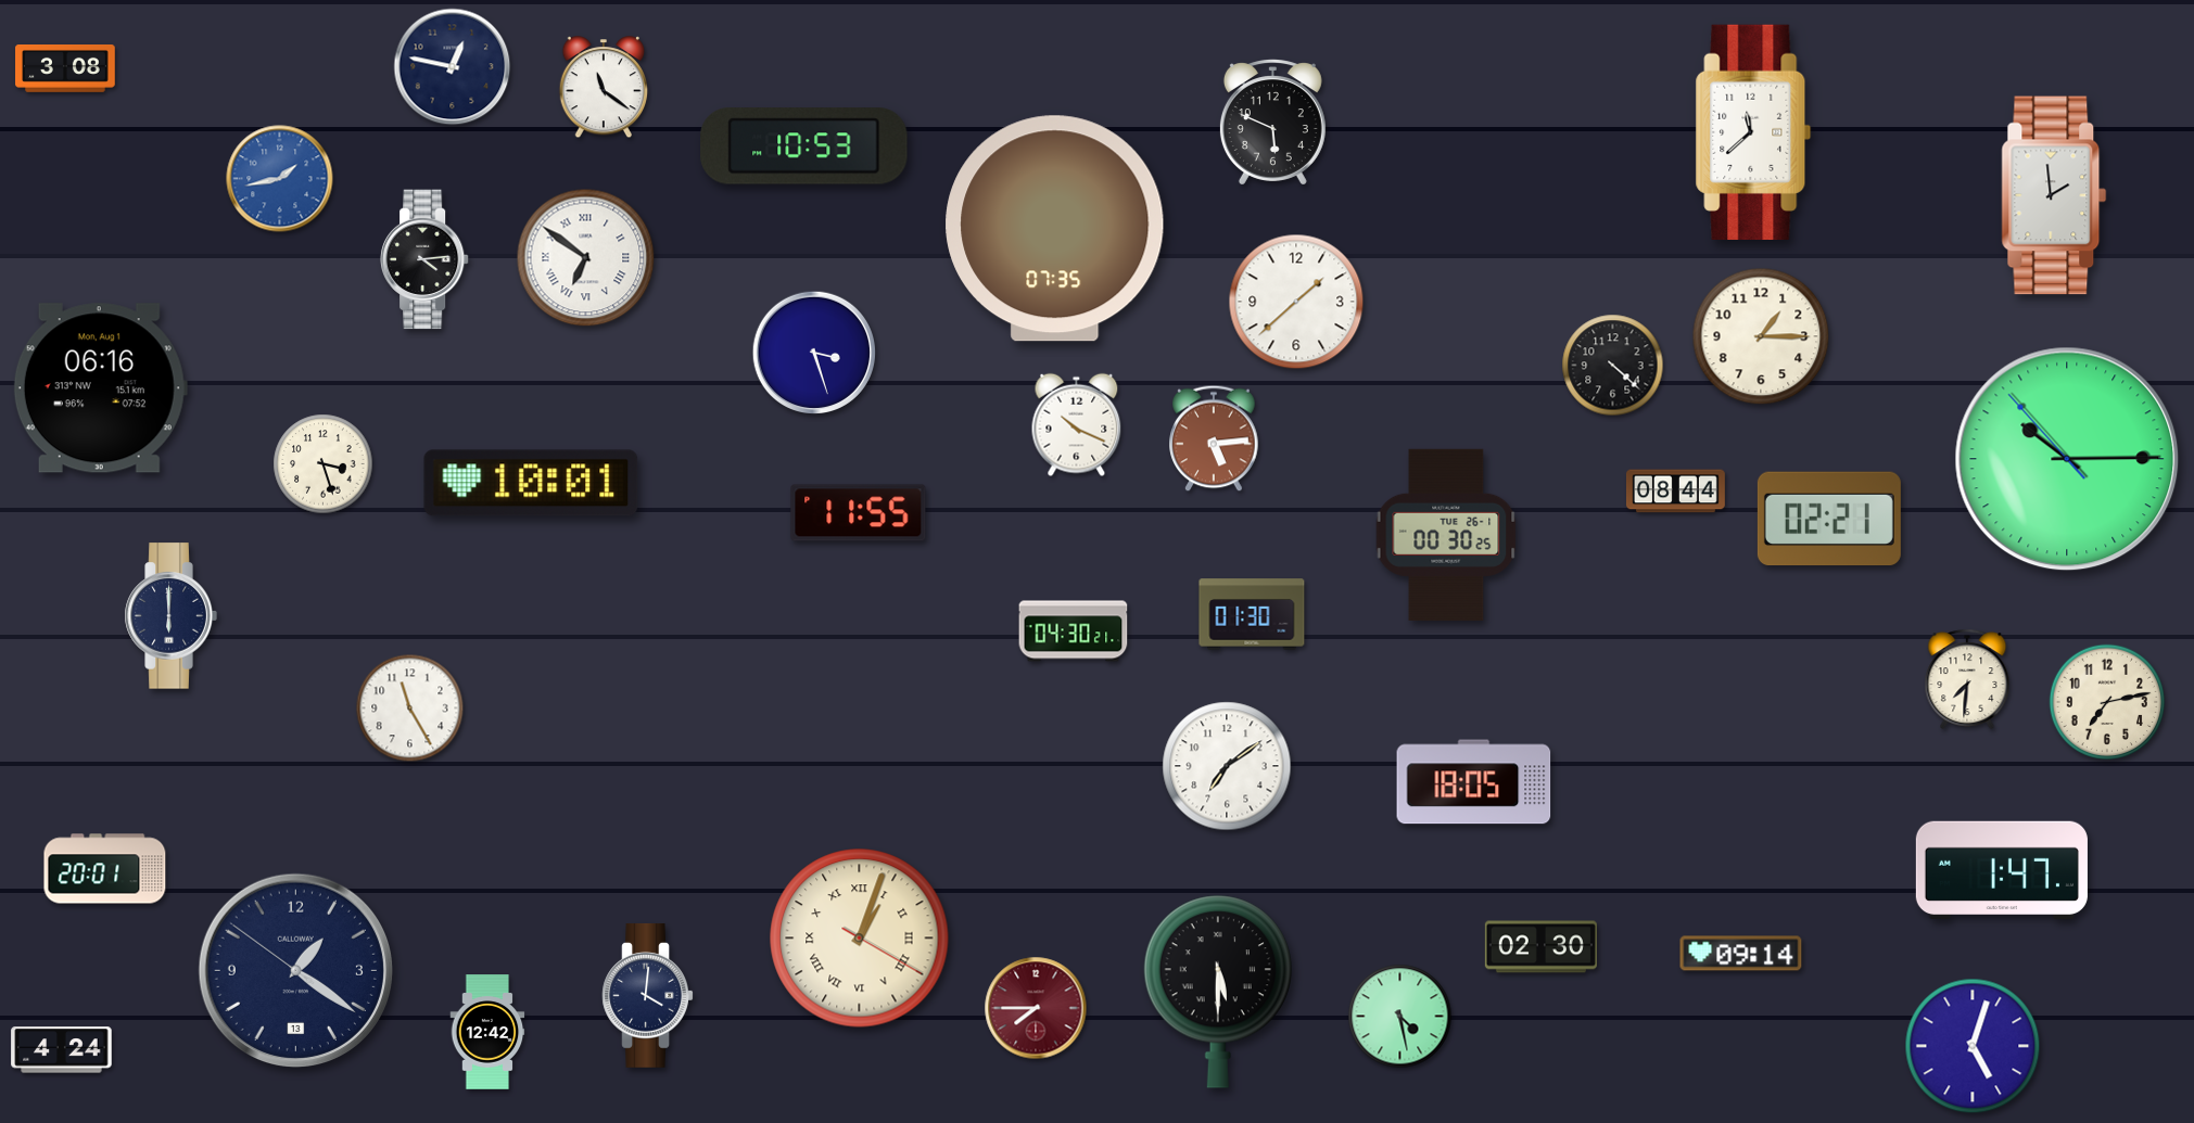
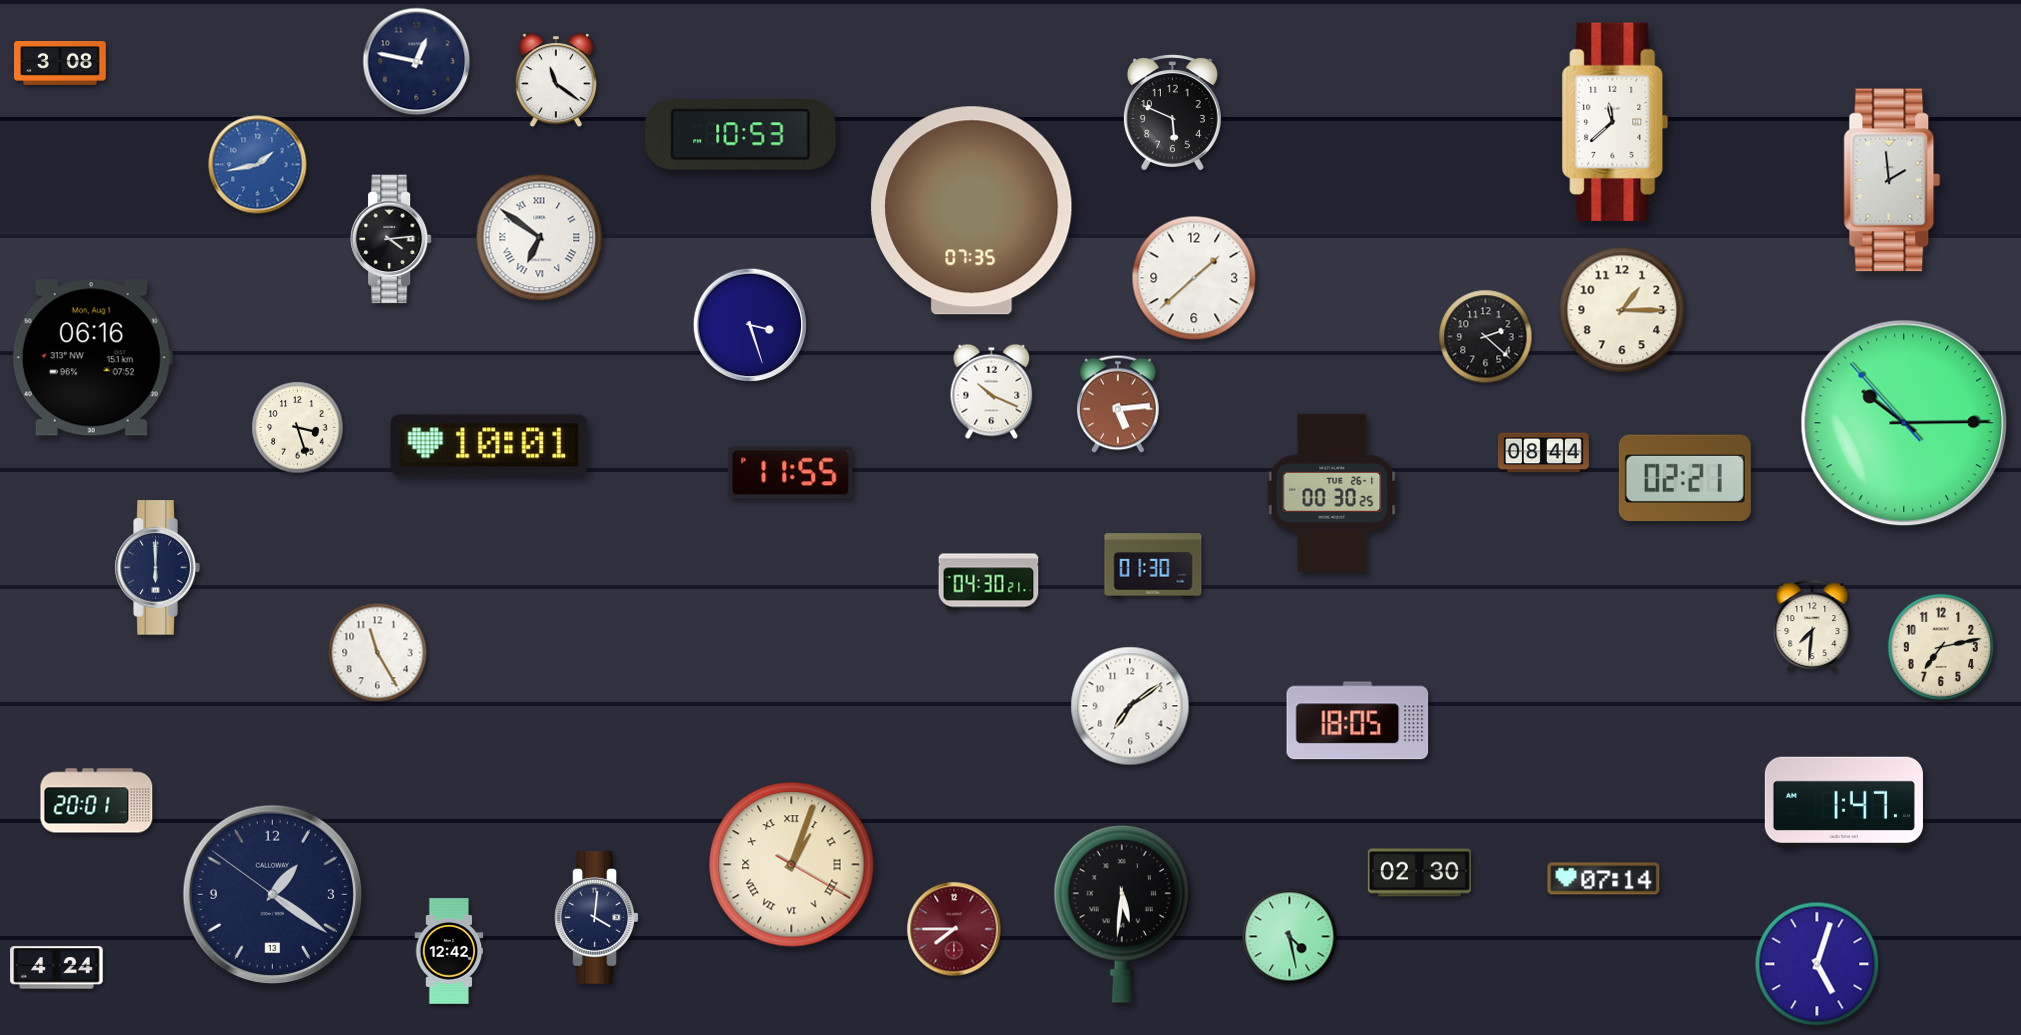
clock at (1613, 366): 4:22 -> 2:22
clock at (1741, 954): 09:14 -> 07:14
clock at (1218, 992): 5:30 -> 5:31
